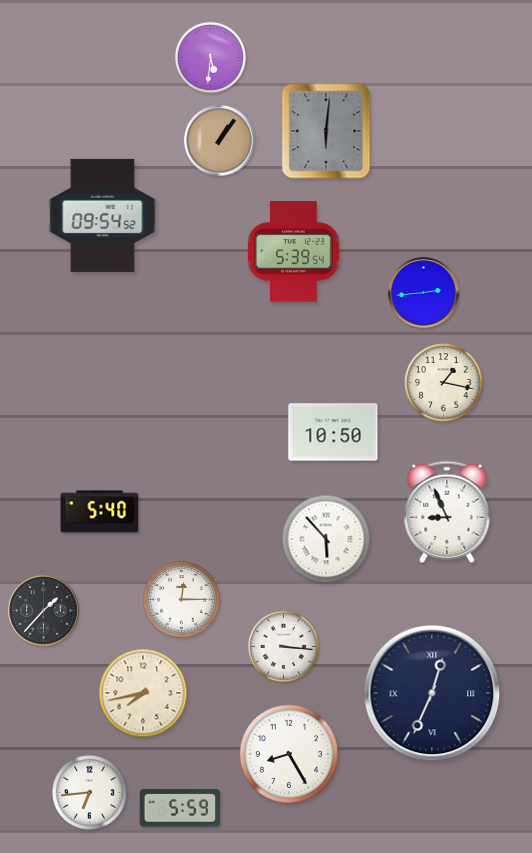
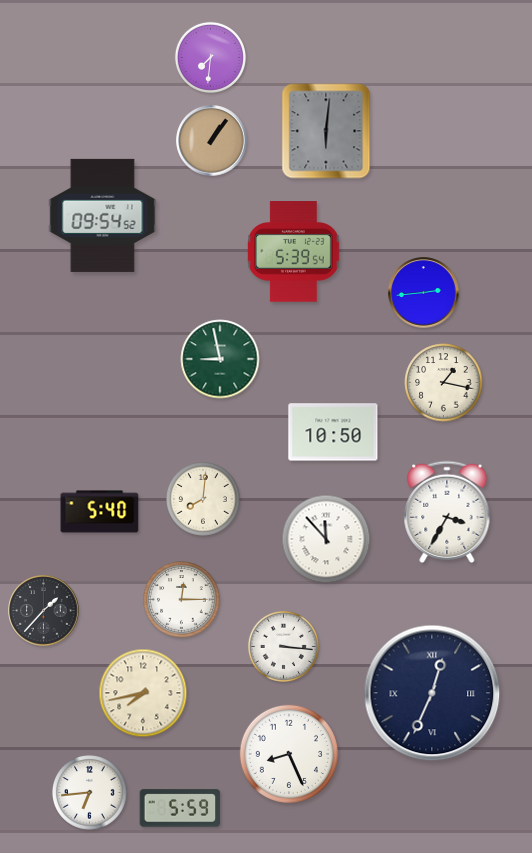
clock at (210, 57): 5:31 -> 7:31
clock at (220, 141) position: (220, 141) -> (212, 141)
clock at (220, 359): none -> 8:58
clock at (204, 500): none -> 8:01
clock at (447, 511): 8:56 -> 3:35
clock at (326, 539): 5:53 -> 11:53
clock at (289, 754): 8:25 -> 8:26
